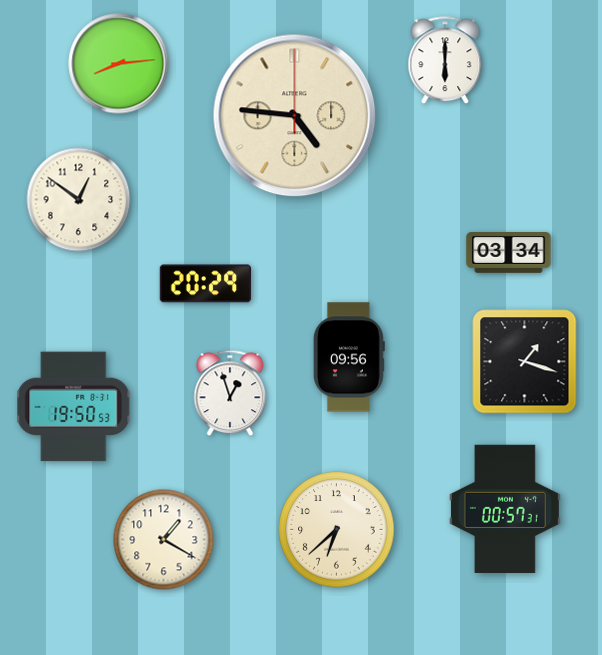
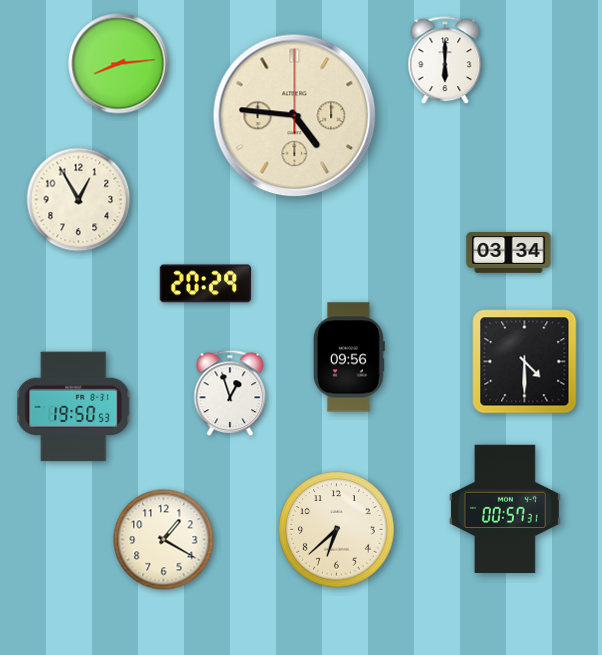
clock at (79, 200): 12:51 -> 12:55
clock at (525, 362): 1:18 -> 4:30
